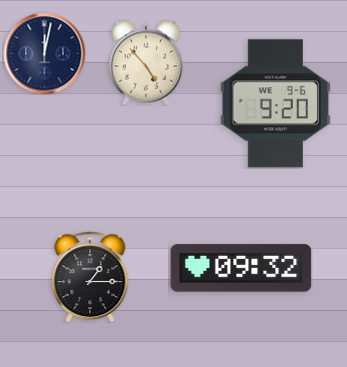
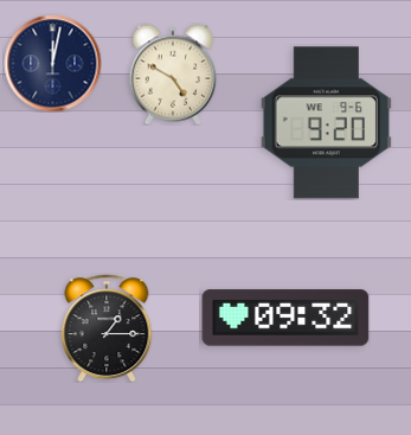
clock at (146, 63): 4:53 -> 4:50
